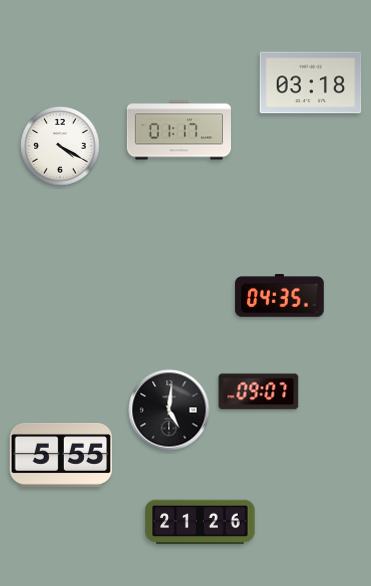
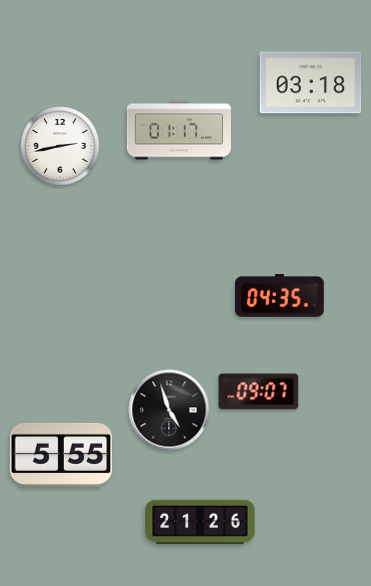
clock at (60, 146): 4:20 -> 2:43
clock at (169, 410): 5:01 -> 4:57
